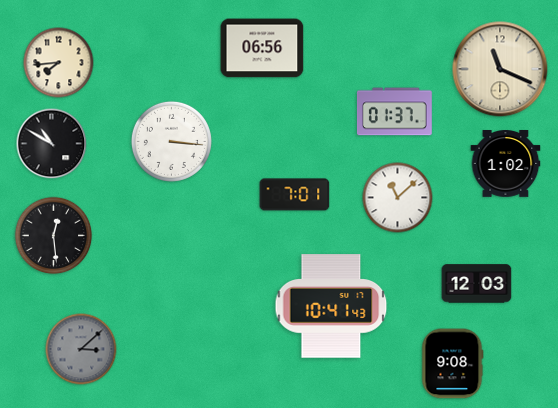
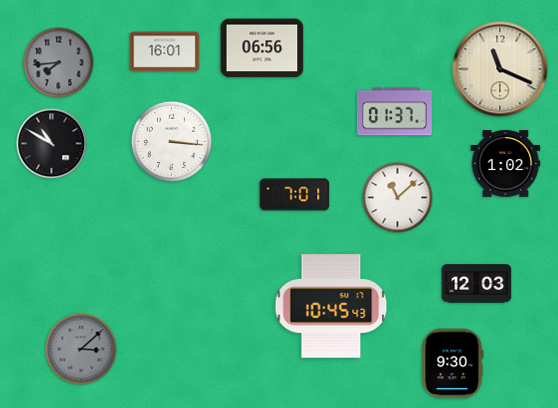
clock at (165, 52): none -> 16:01
clock at (59, 63) dial: cream -> grey
clock at (54, 236): 12:29 -> none
clock at (331, 306): 10:41 -> 10:45
clock at (453, 364): 9:08 -> 9:30
